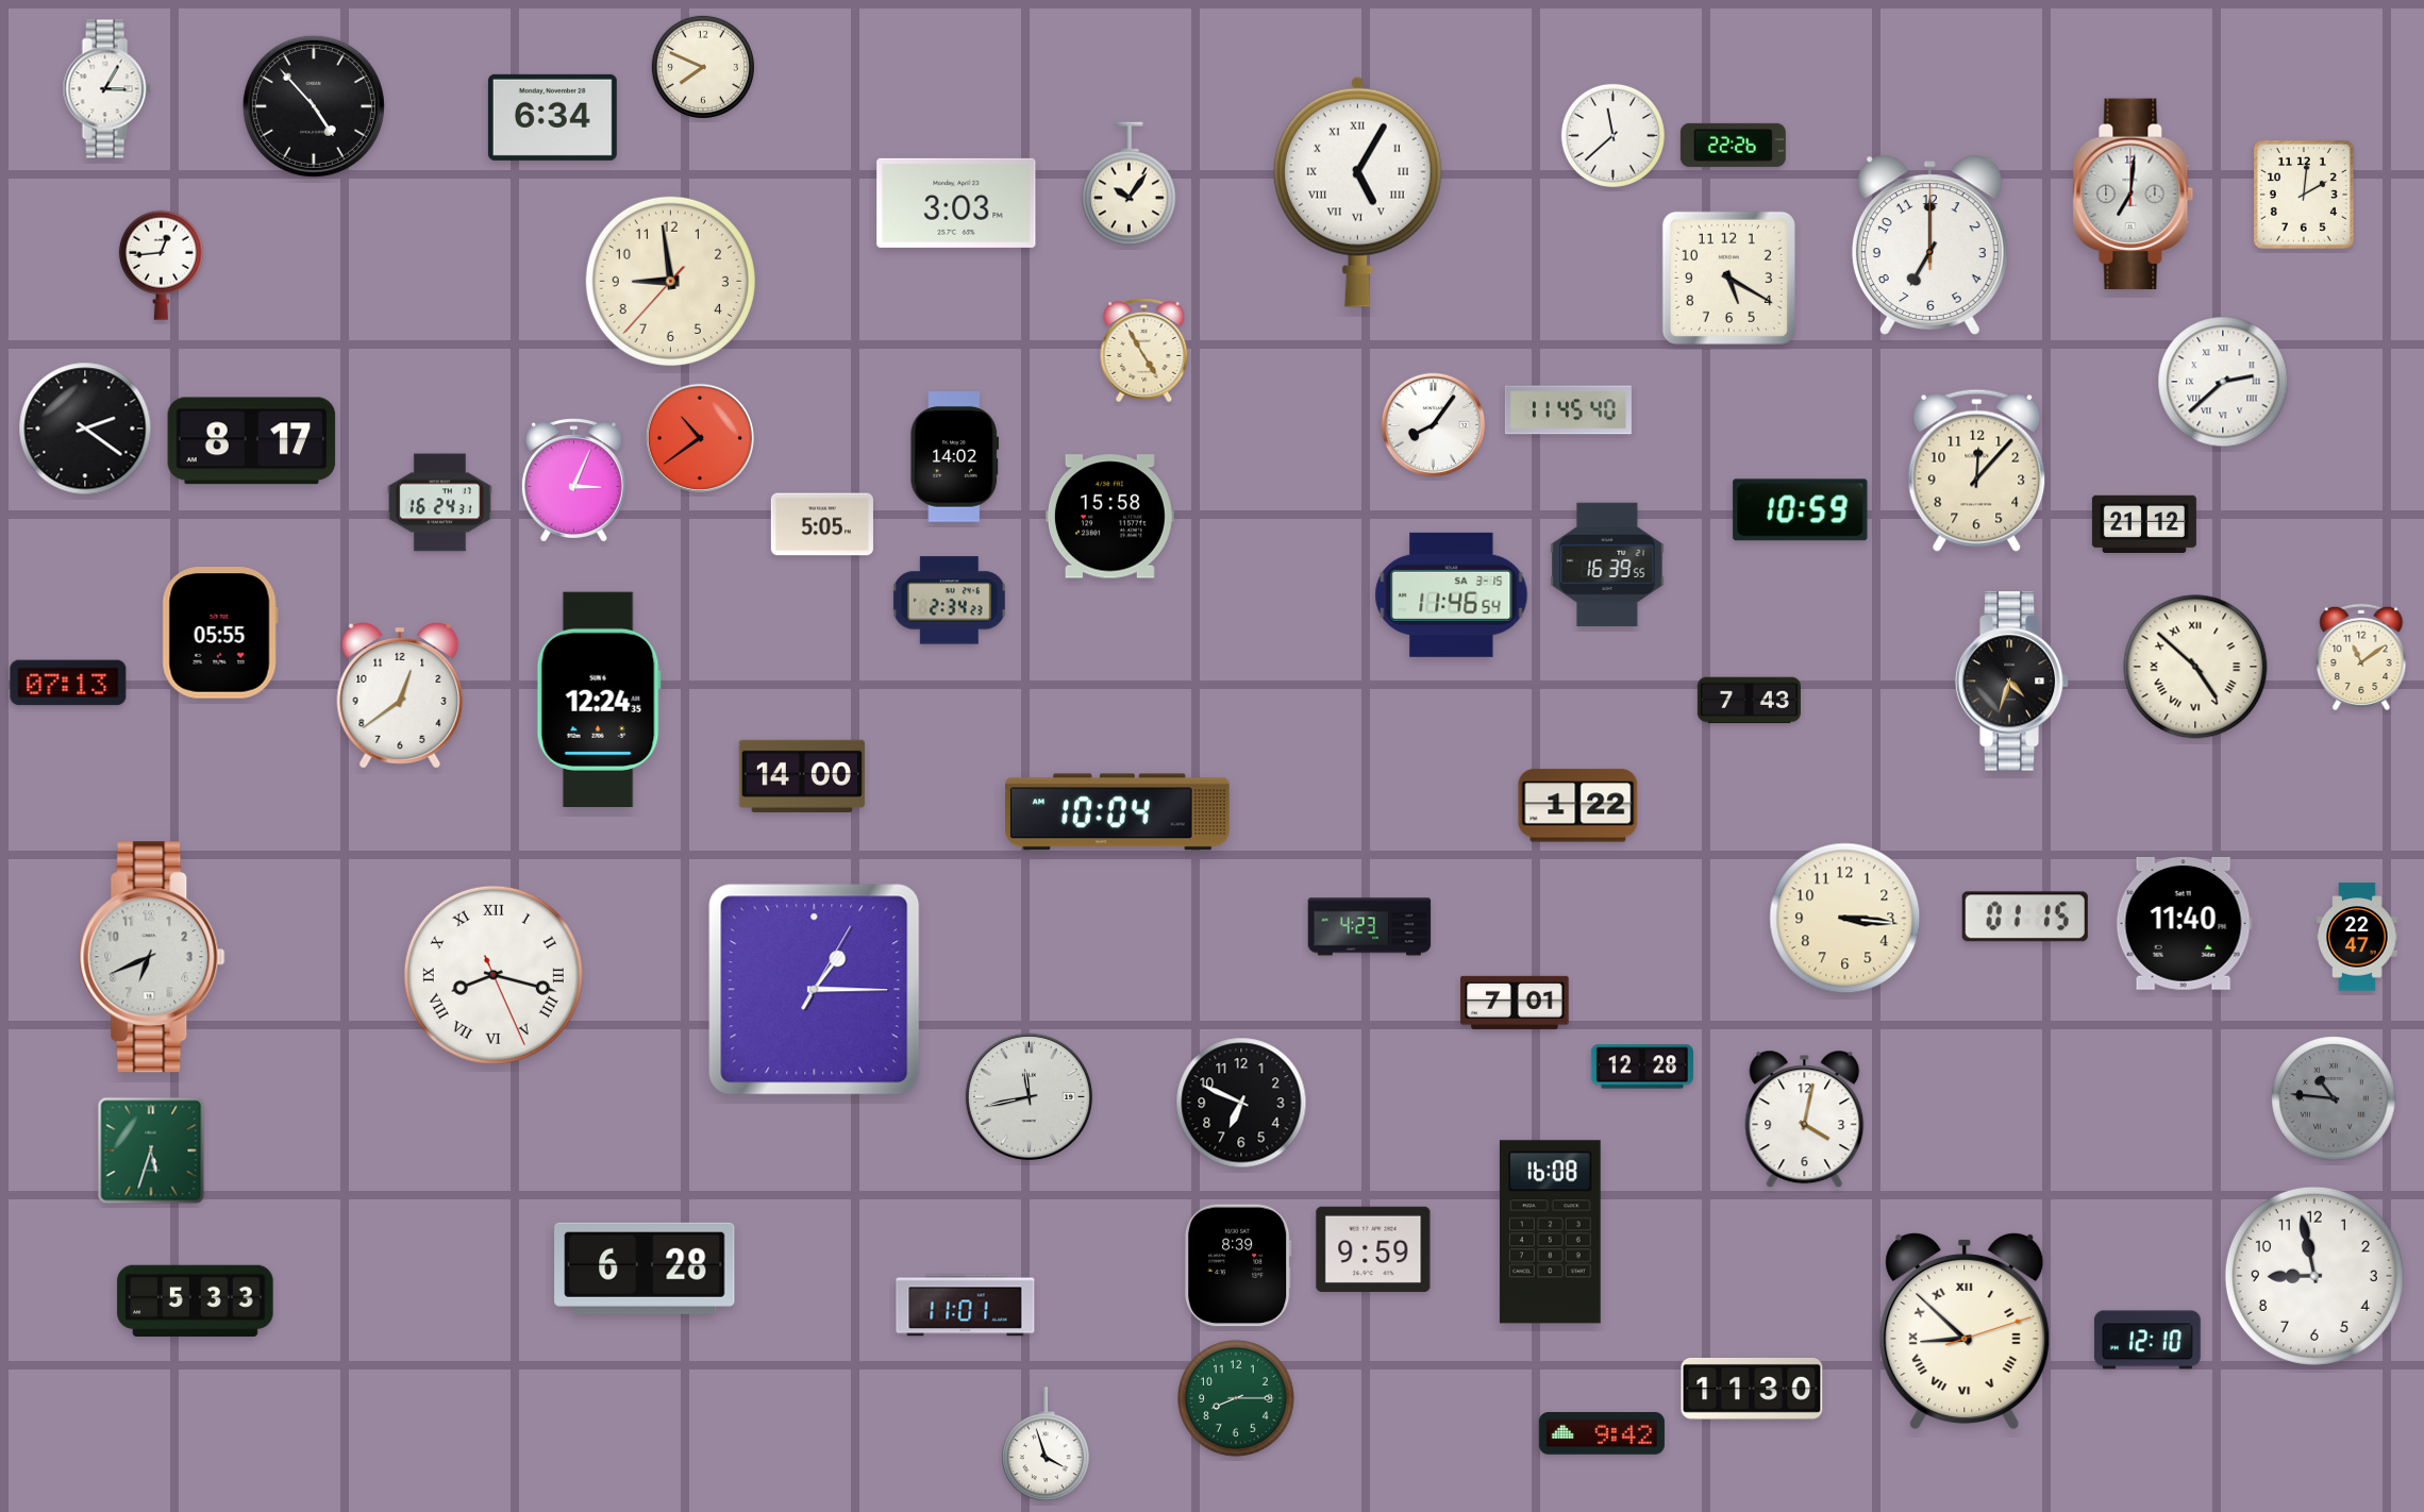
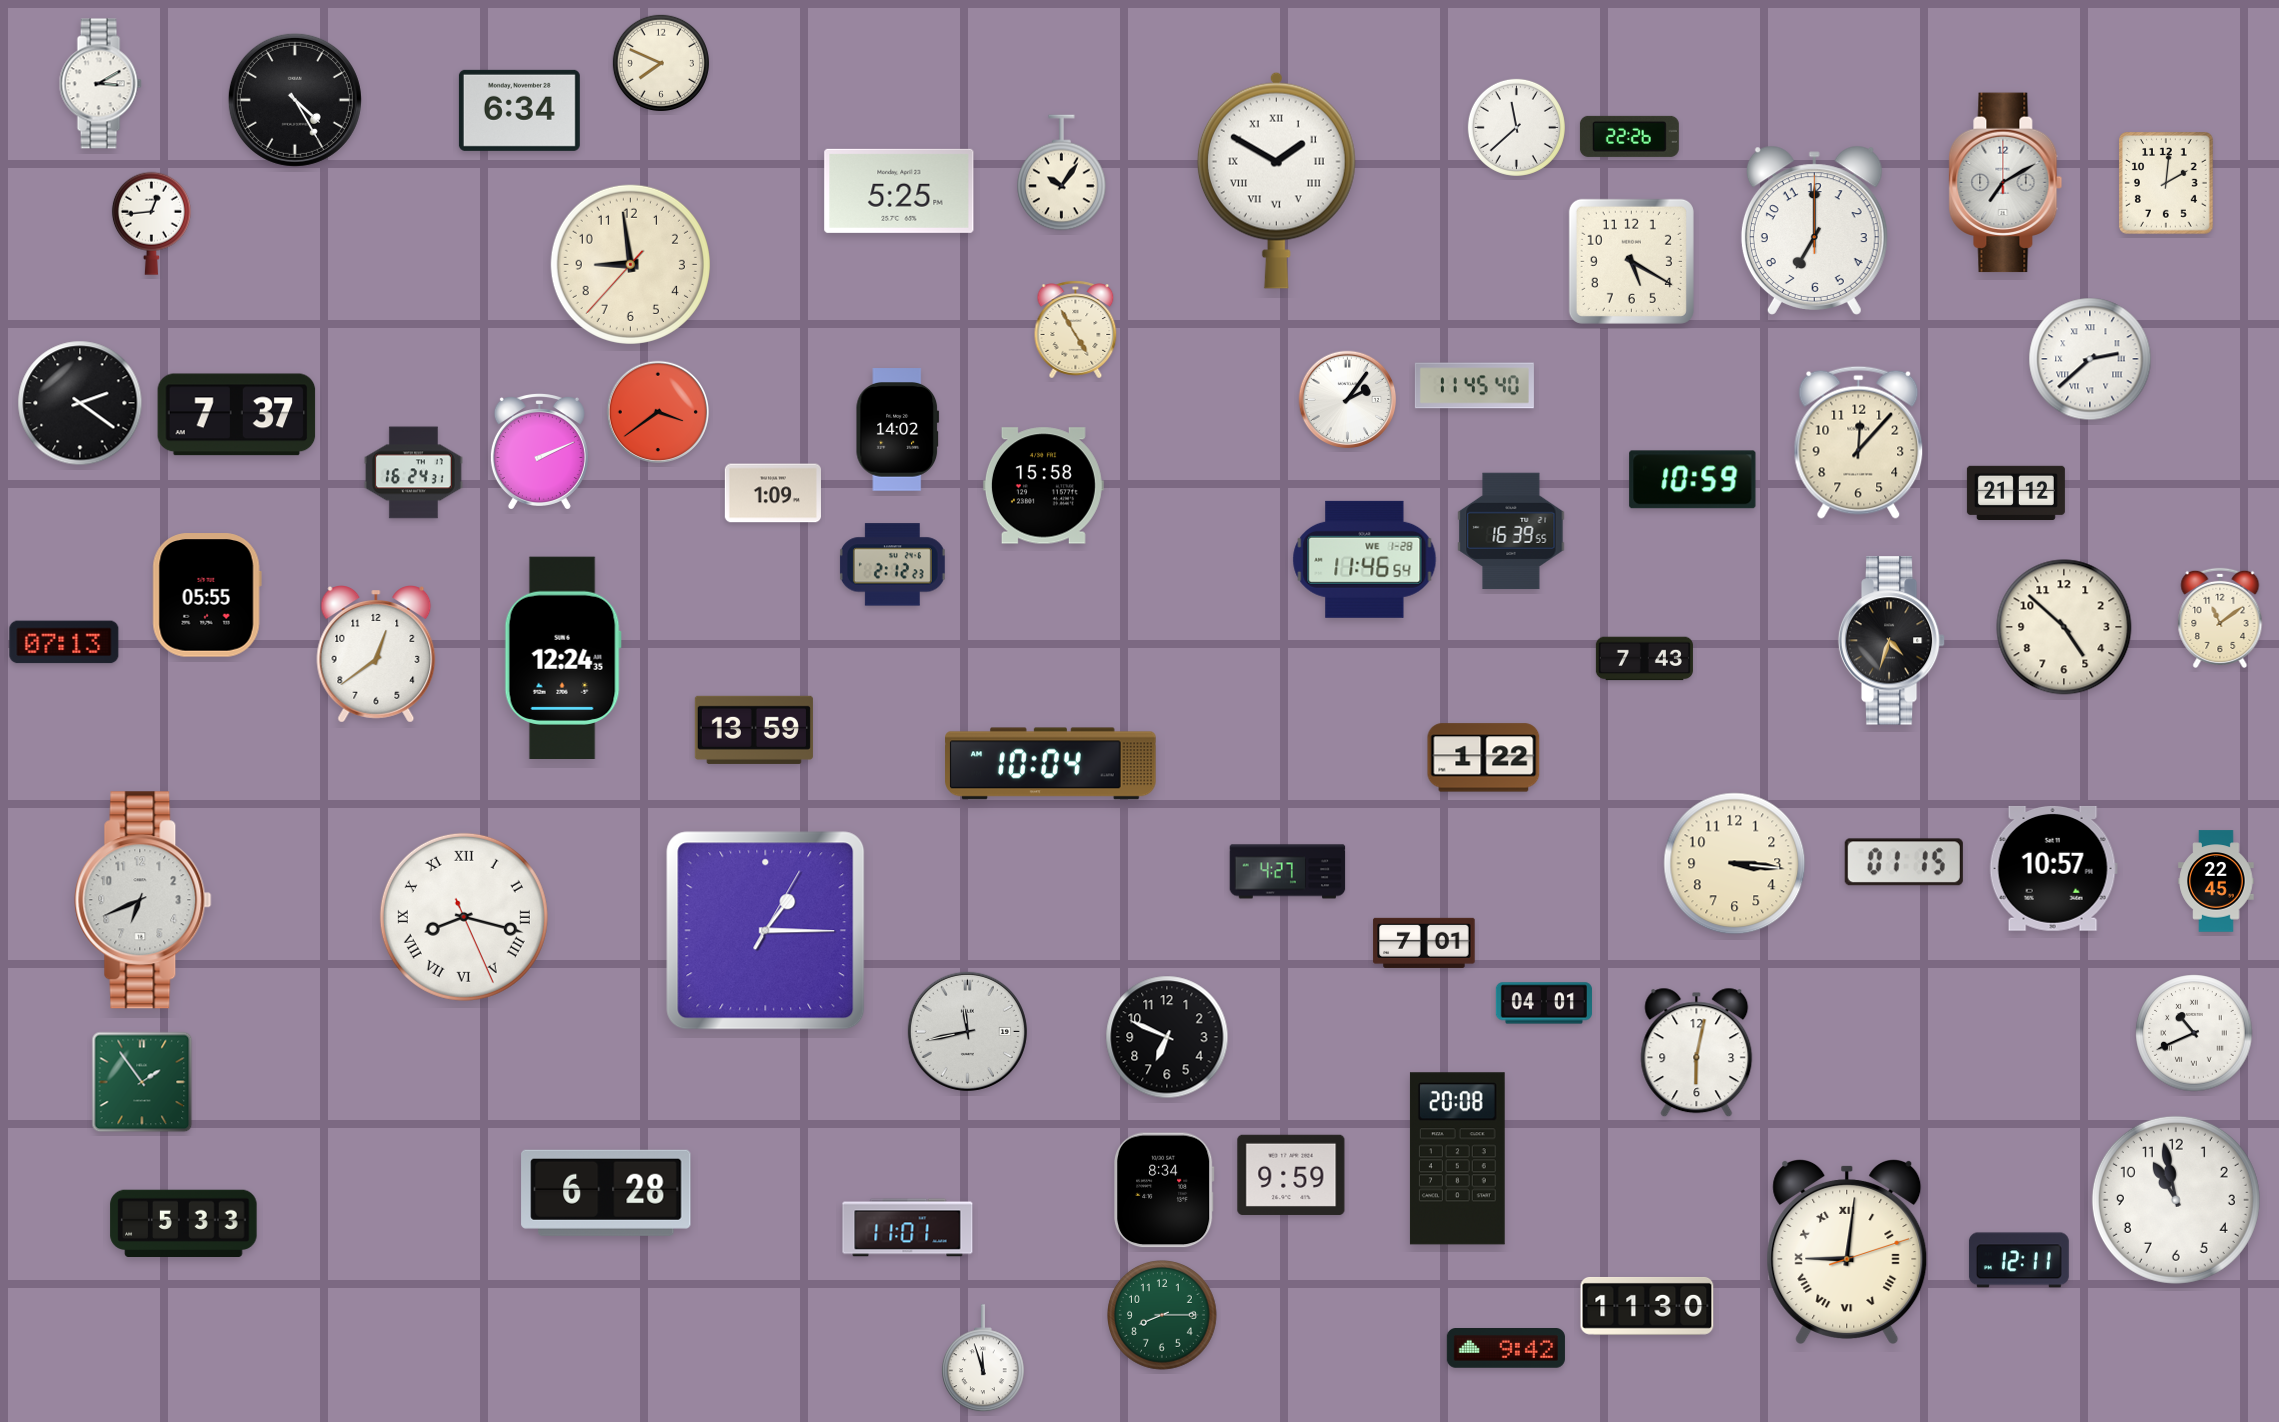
clock at (106, 89): 3:05 -> 3:10
clock at (314, 106): 4:53 -> 4:25
clock at (1357, 191): 5:05 -> 1:50
clock at (2134, 195): 7:01 -> 7:10
clock at (956, 203): 3:03 -> 5:25
clock at (161, 265) position: (161, 265) -> (151, 223)
clock at (1728, 278) position: (1728, 278) -> (1631, 261)
clock at (1434, 425): 8:06 -> 2:06
clock at (699, 437): 10:39 -> 3:39
clock at (252, 441): 8:17 -> 7:37
clock at (573, 481): 3:04 -> 2:11
clock at (822, 524): 5:05 -> 1:09
clock at (1452, 594) date: SA 3-15 -> WE 1-28
clock at (949, 601): 2:34 -> 2:12
clock at (2195, 667) numerals: Roman -> Arabic
clock at (802, 776): 14:00 -> 13:59
clock at (2184, 924): 11:40 -> 10:57
clock at (1370, 927): 4:23 -> 4:27
clock at (2357, 937): 22:47 -> 22:45
clock at (1642, 1066): 12:28 -> 04:01
clock at (2334, 1098): 10:46 -> 10:41
clock at (2334, 1098) dial: grey -> white
clock at (1805, 1120): 4:02 -> 6:02
clock at (151, 1150): 5:33 -> 1:54
clock at (1550, 1232): 16:08 -> 20:08
clock at (1239, 1265): 8:39 -> 8:34
clock at (2314, 1276): 8:58 -> 10:58
clock at (1965, 1330): 8:52 -> 9:01
clock at (2147, 1340): 12:10 -> 12:11
clock at (1046, 1445): 3:57 -> 11:57
